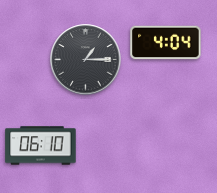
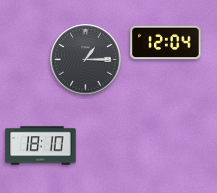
clock at (166, 43): 4:04 -> 12:04
clock at (41, 146): 06:10 -> 18:10
